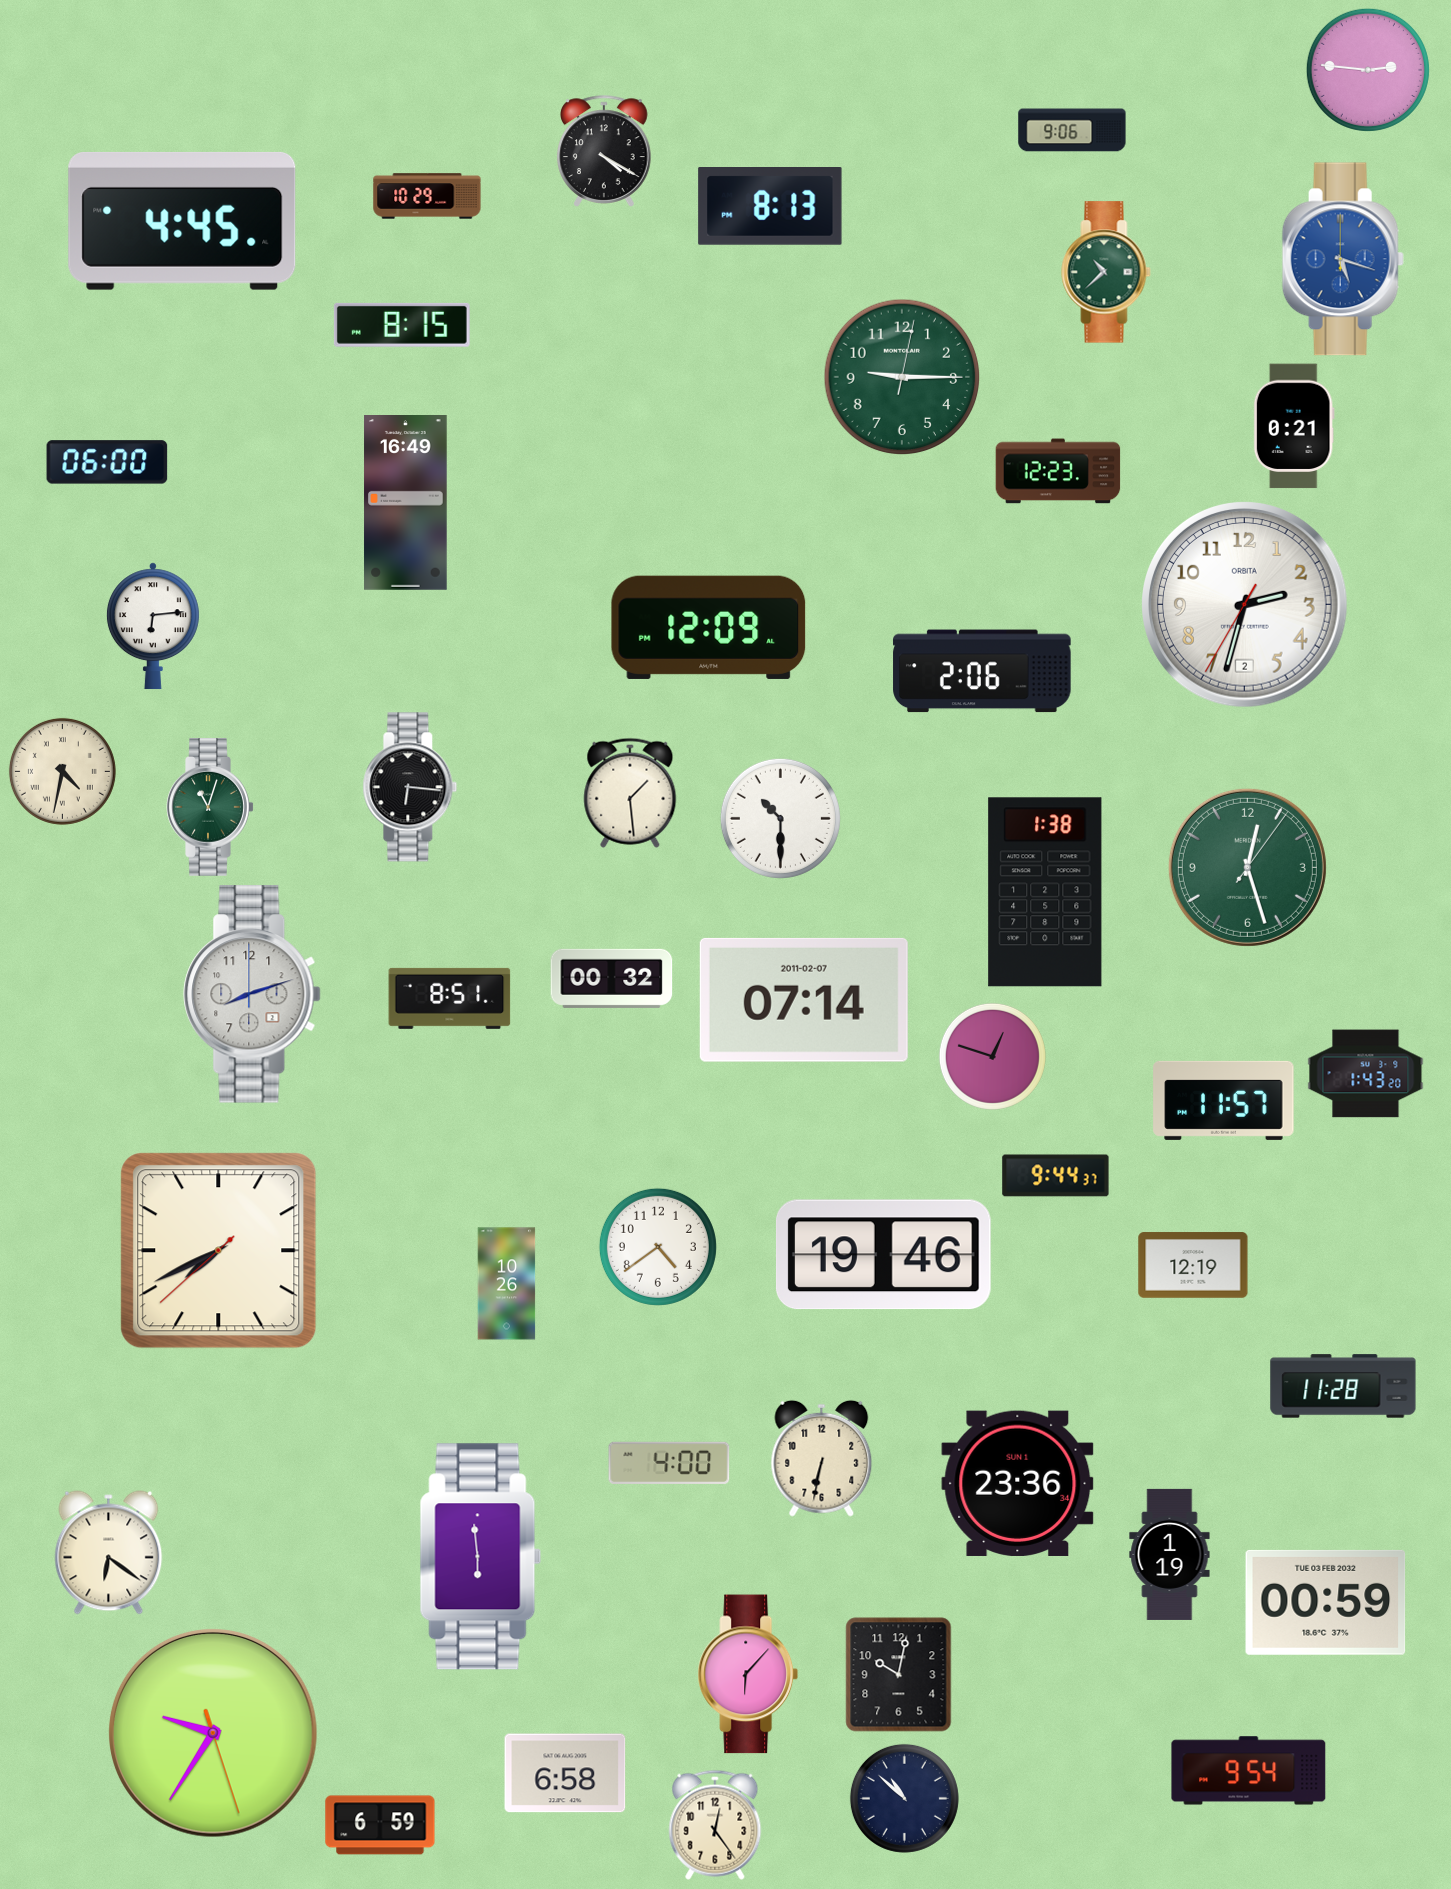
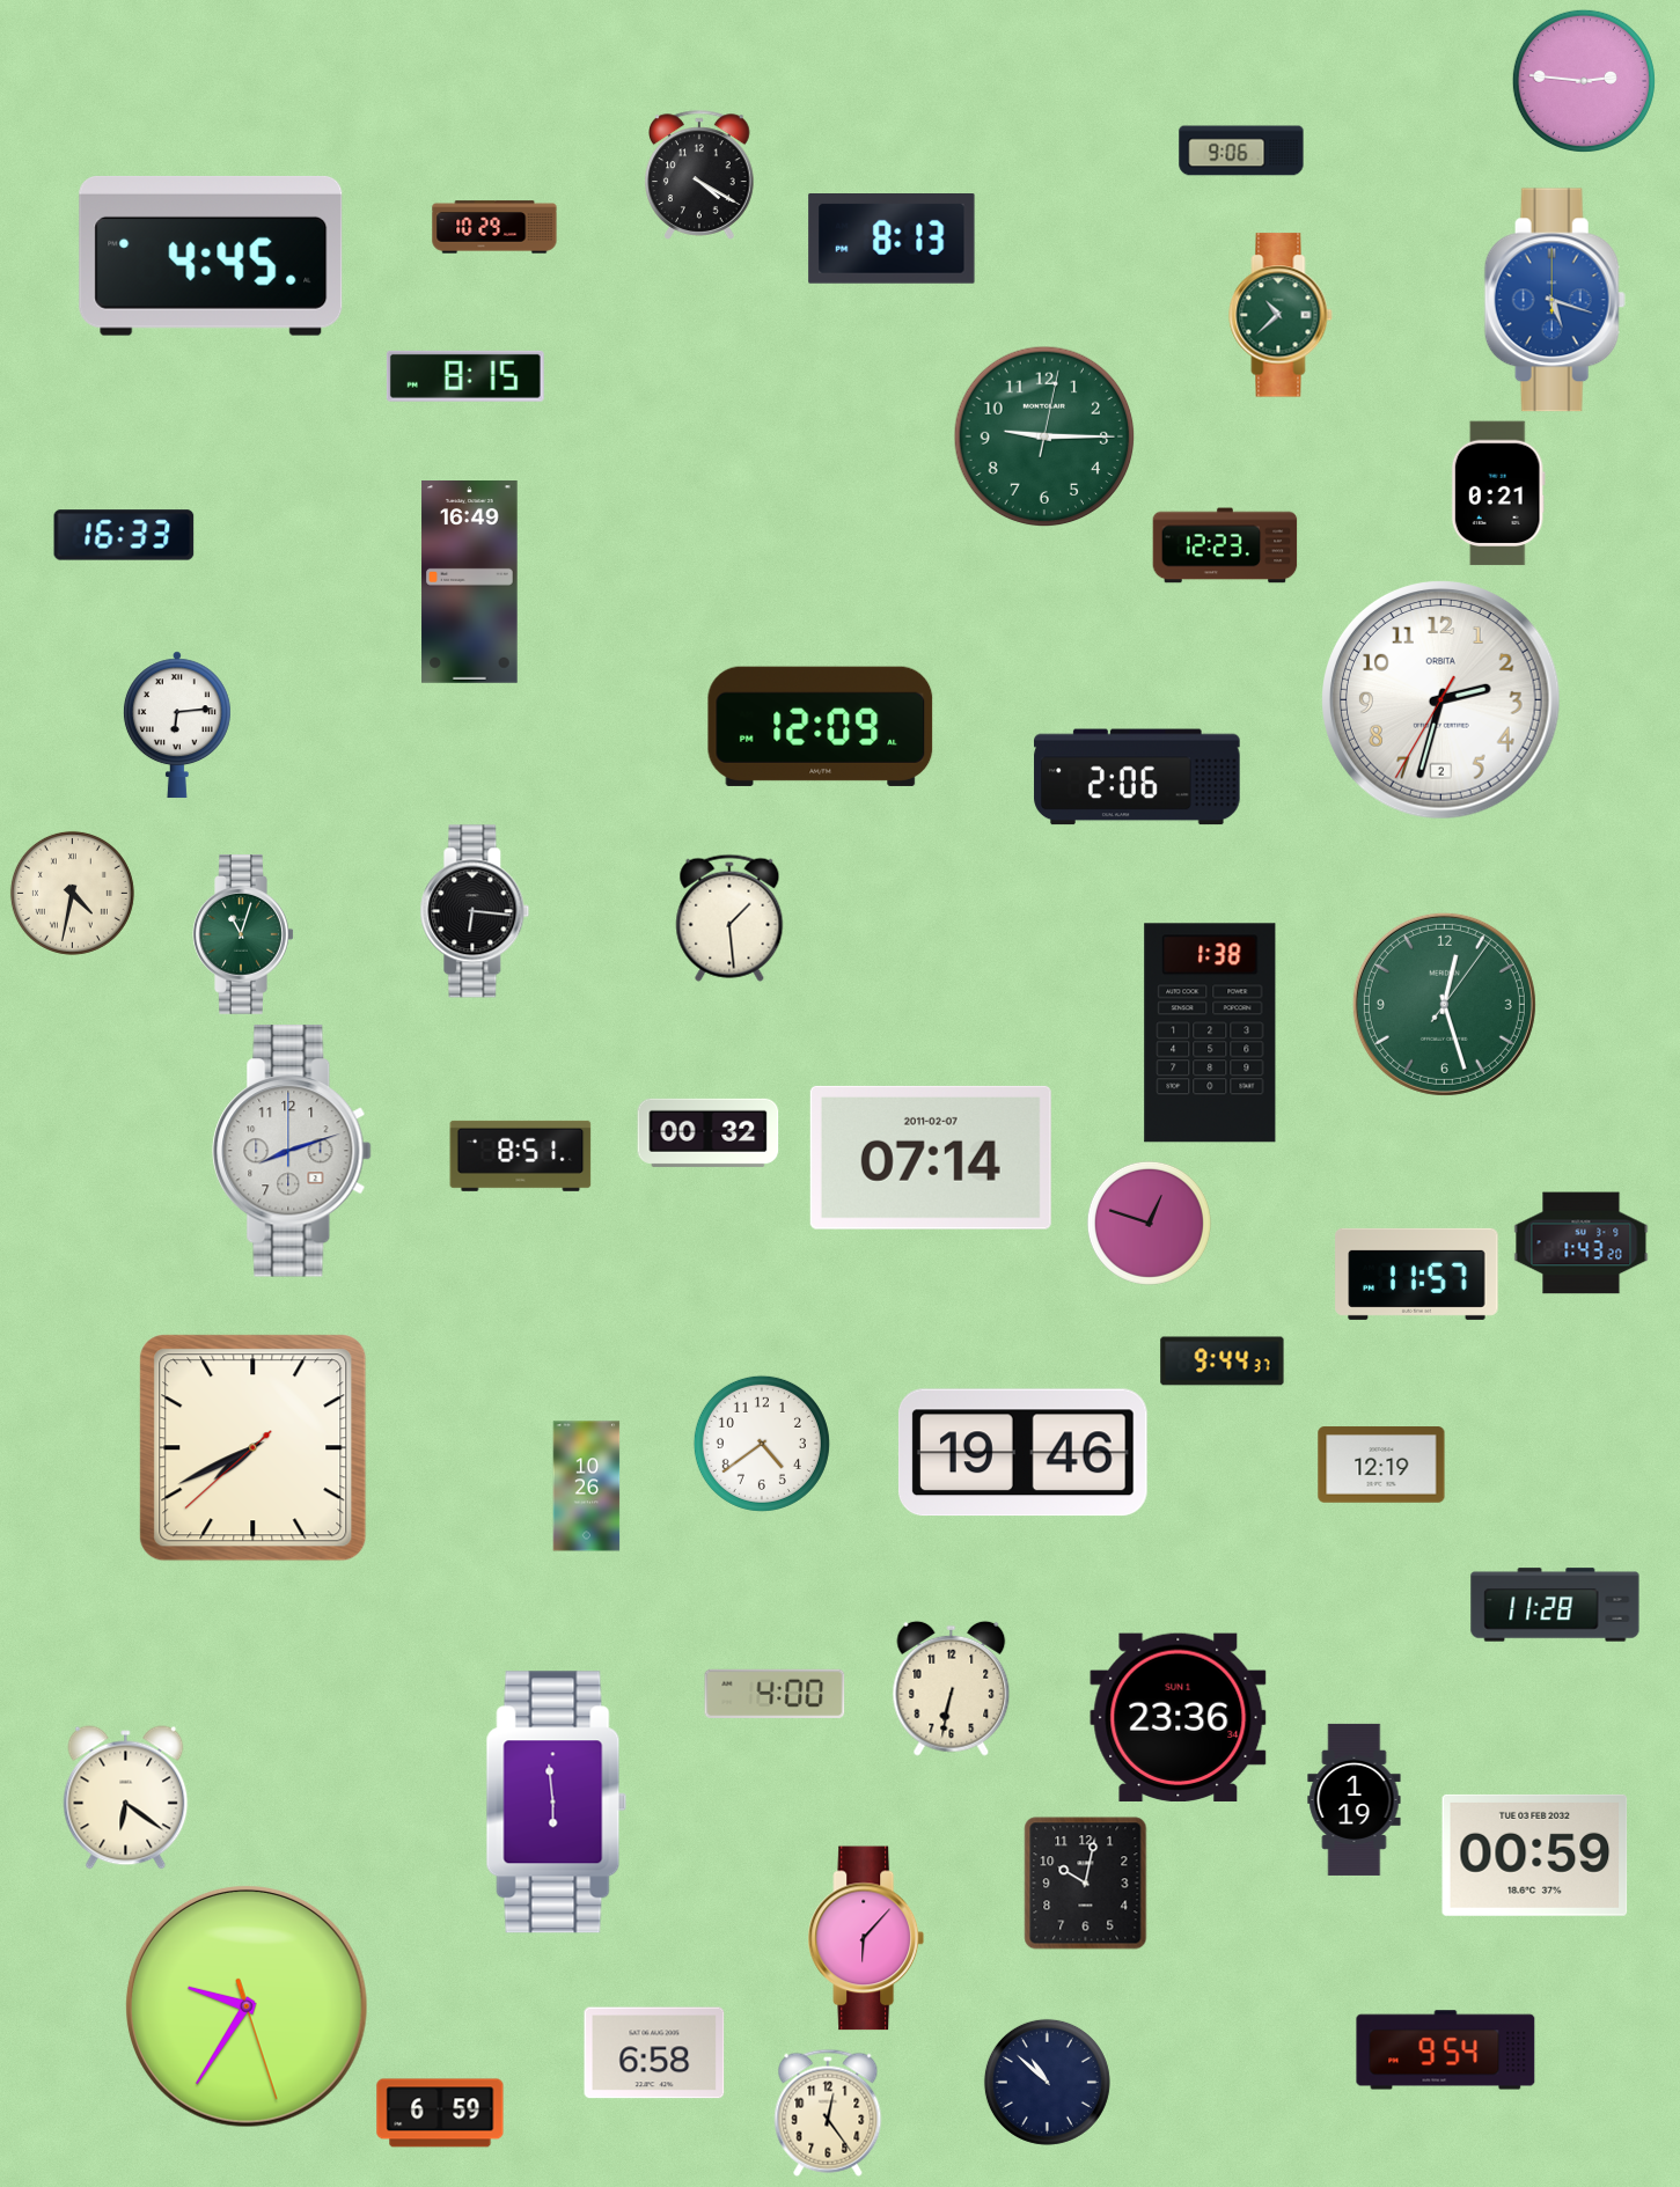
clock at (107, 462): 06:00 -> 16:33
clock at (780, 818): 10:30 -> none
clock at (899, 1675) position: (899, 1675) -> (1086, 1884)
